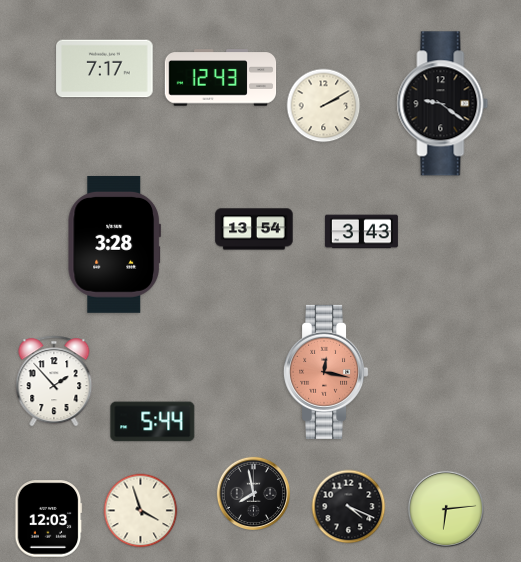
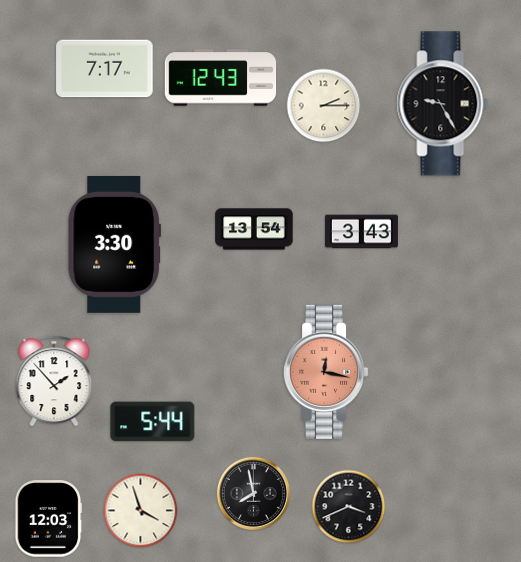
clock at (443, 104): 9:21 -> 9:25
clock at (324, 106): 2:10 -> 2:15
clock at (114, 244): 3:28 -> 3:30
clock at (349, 507): 4:19 -> 3:41
clock at (446, 509): 6:14 -> none
